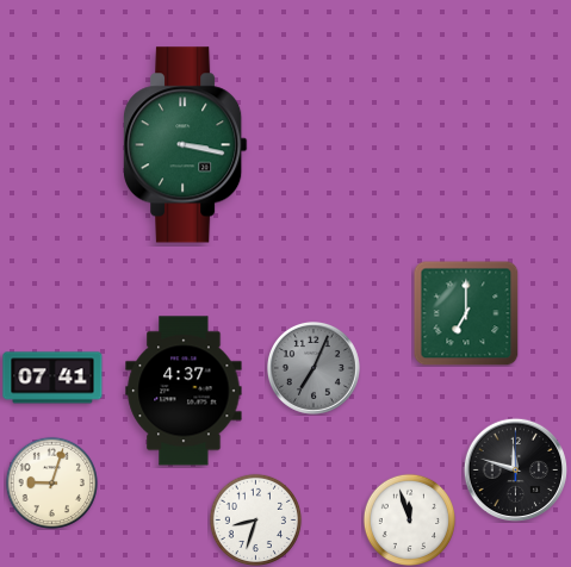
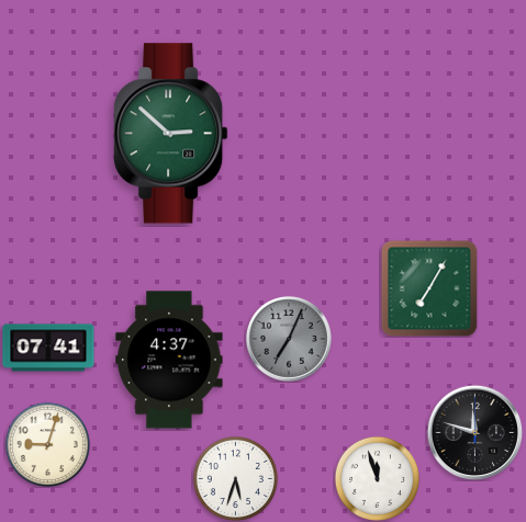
clock at (186, 145): 3:17 -> 2:52
clock at (466, 313): 7:00 -> 7:05
clock at (255, 519): 8:33 -> 5:33
